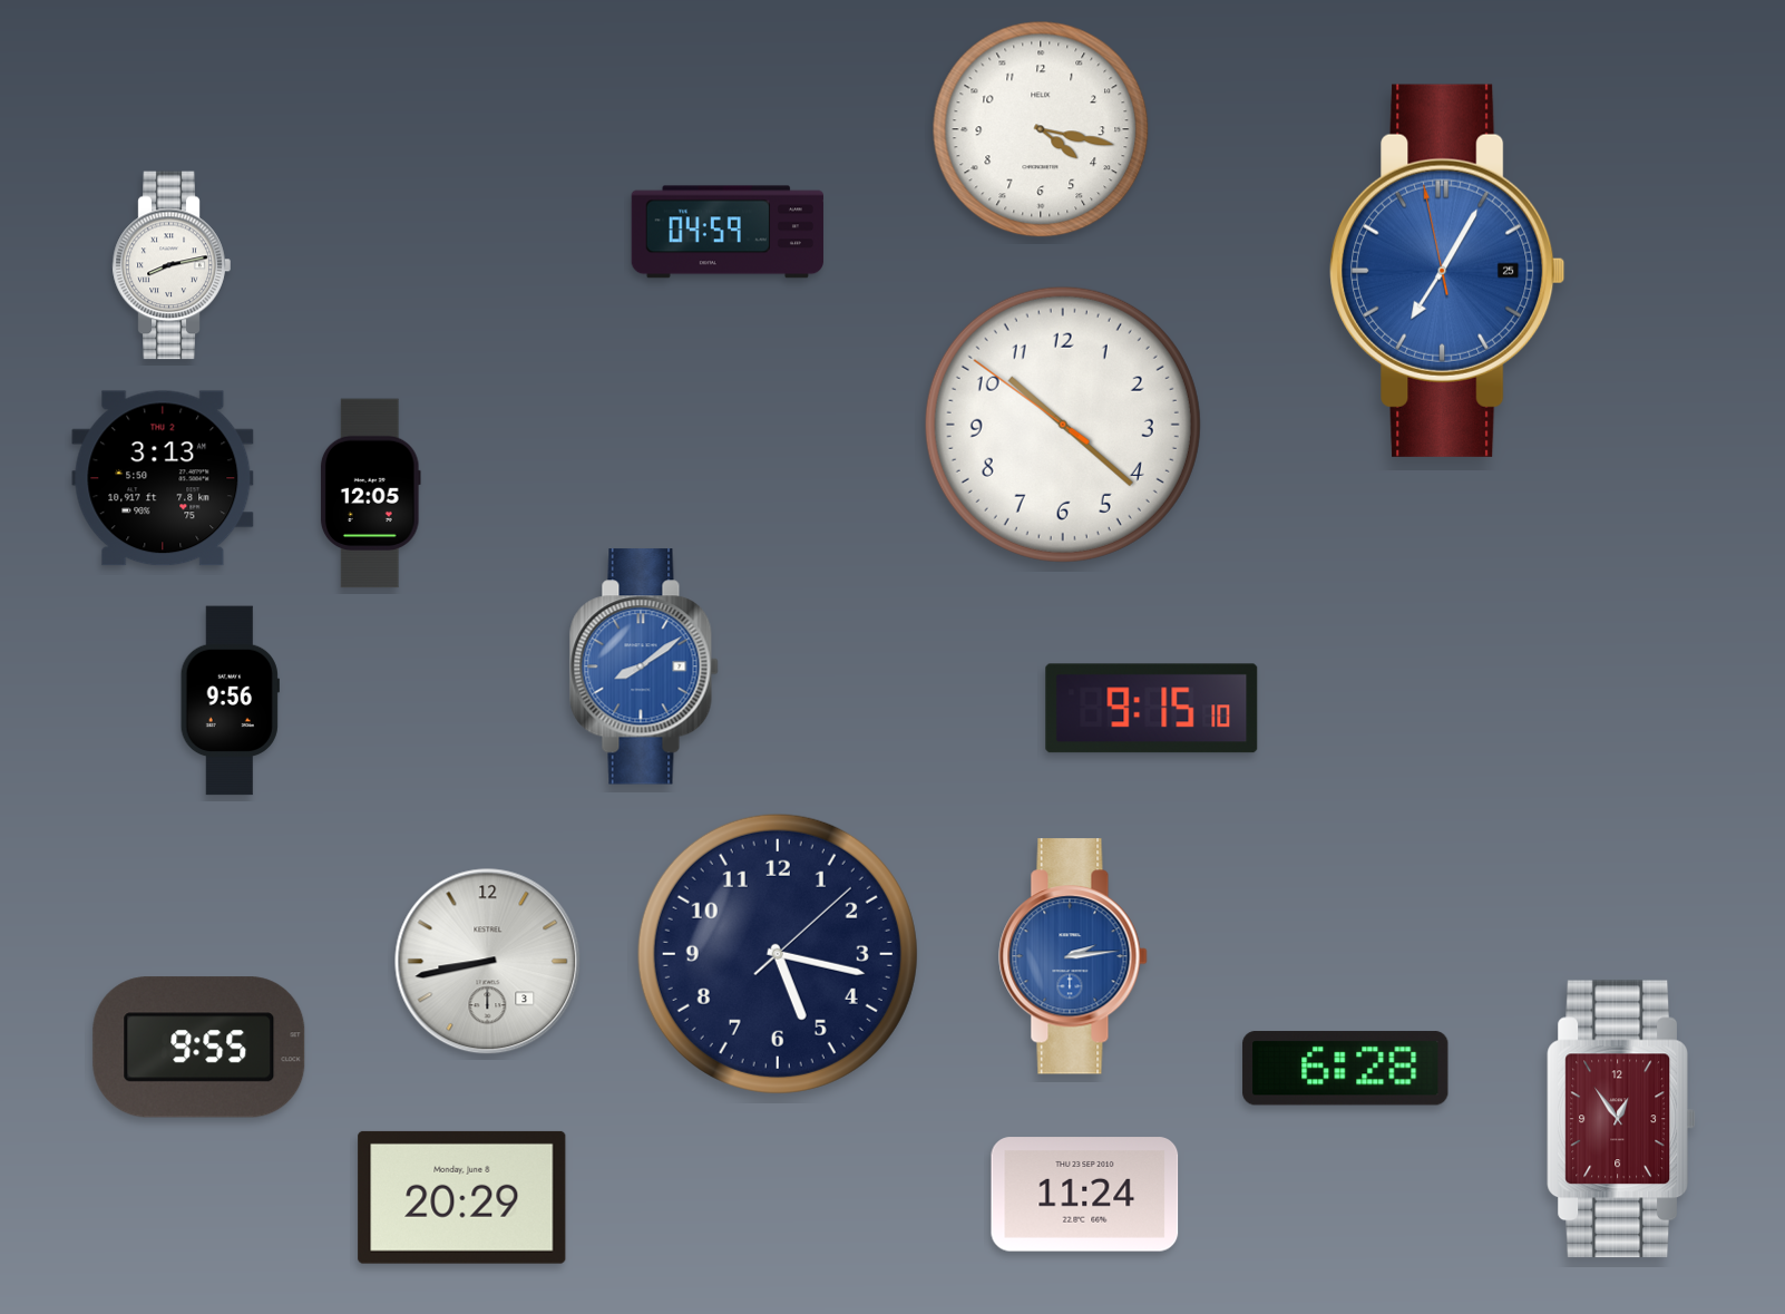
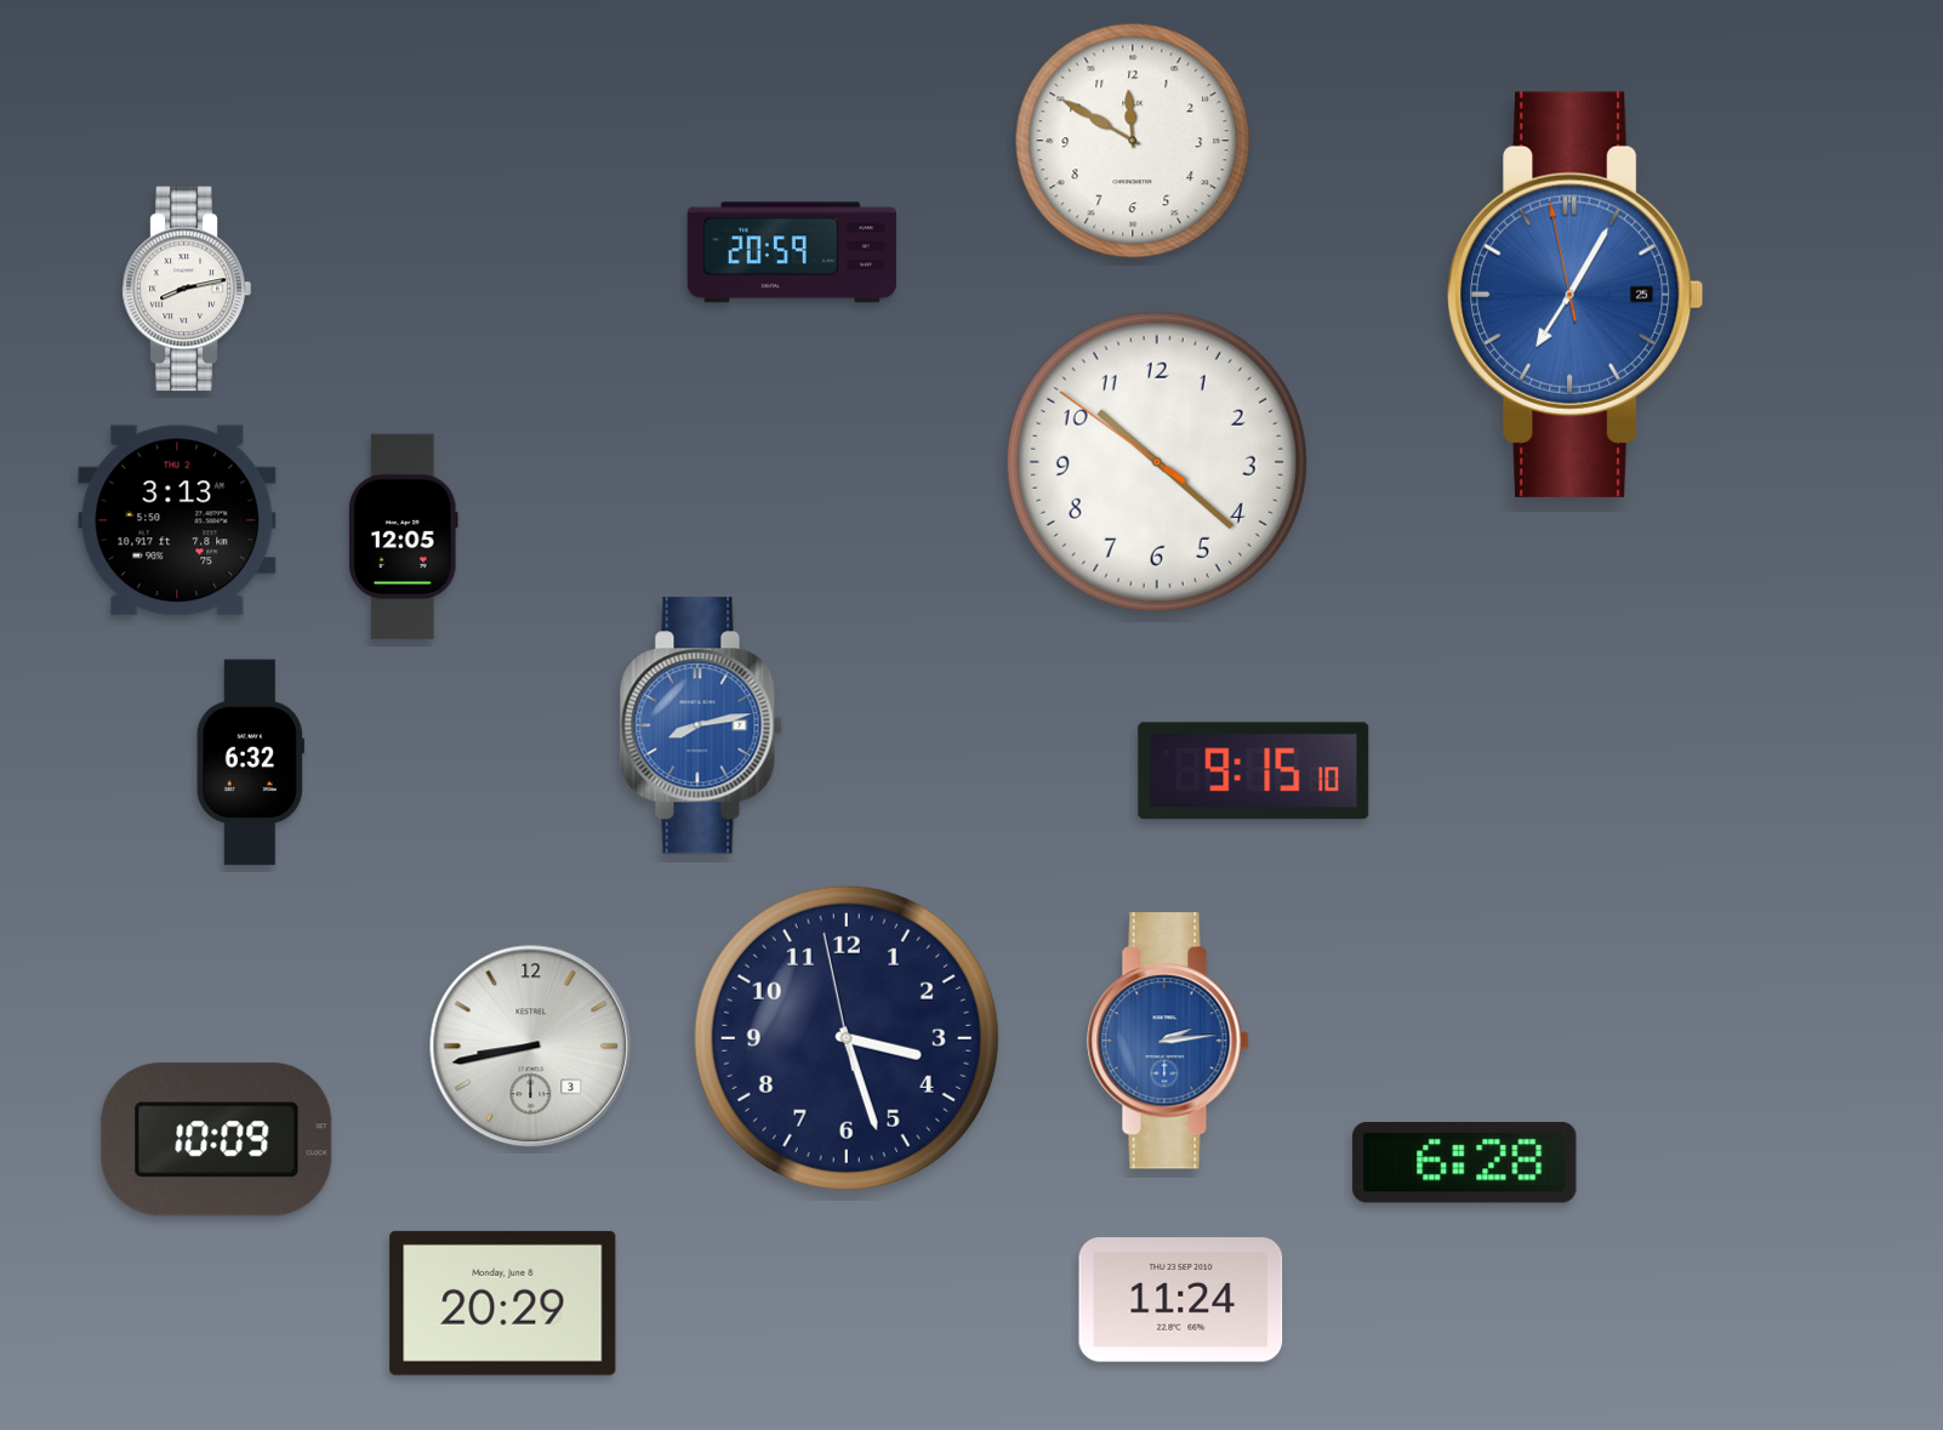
clock at (1041, 129): 4:17 -> 11:50
clock at (728, 232): 04:59 -> 20:59
clock at (644, 666): 8:09 -> 8:13
clock at (230, 701): 9:56 -> 6:32
clock at (778, 954): 5:17 -> 3:26
clock at (199, 1048): 9:55 -> 10:09
clock at (1621, 1119): 12:54 -> none
